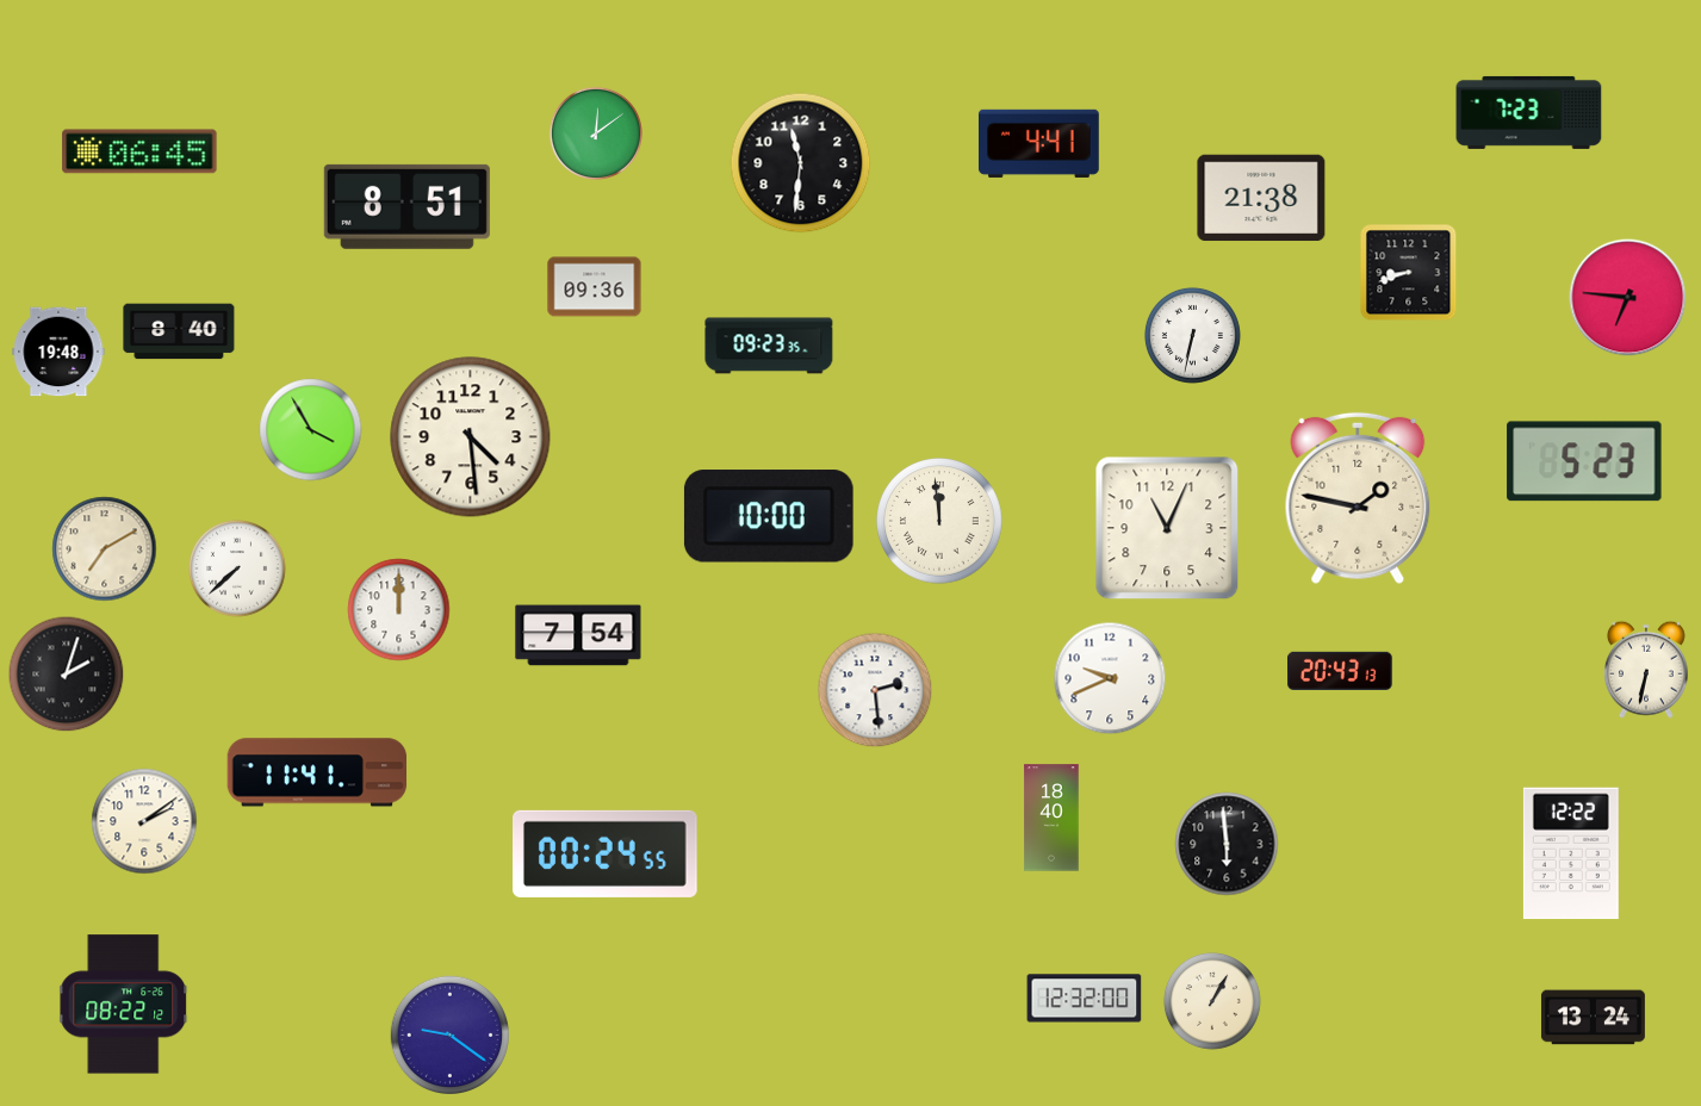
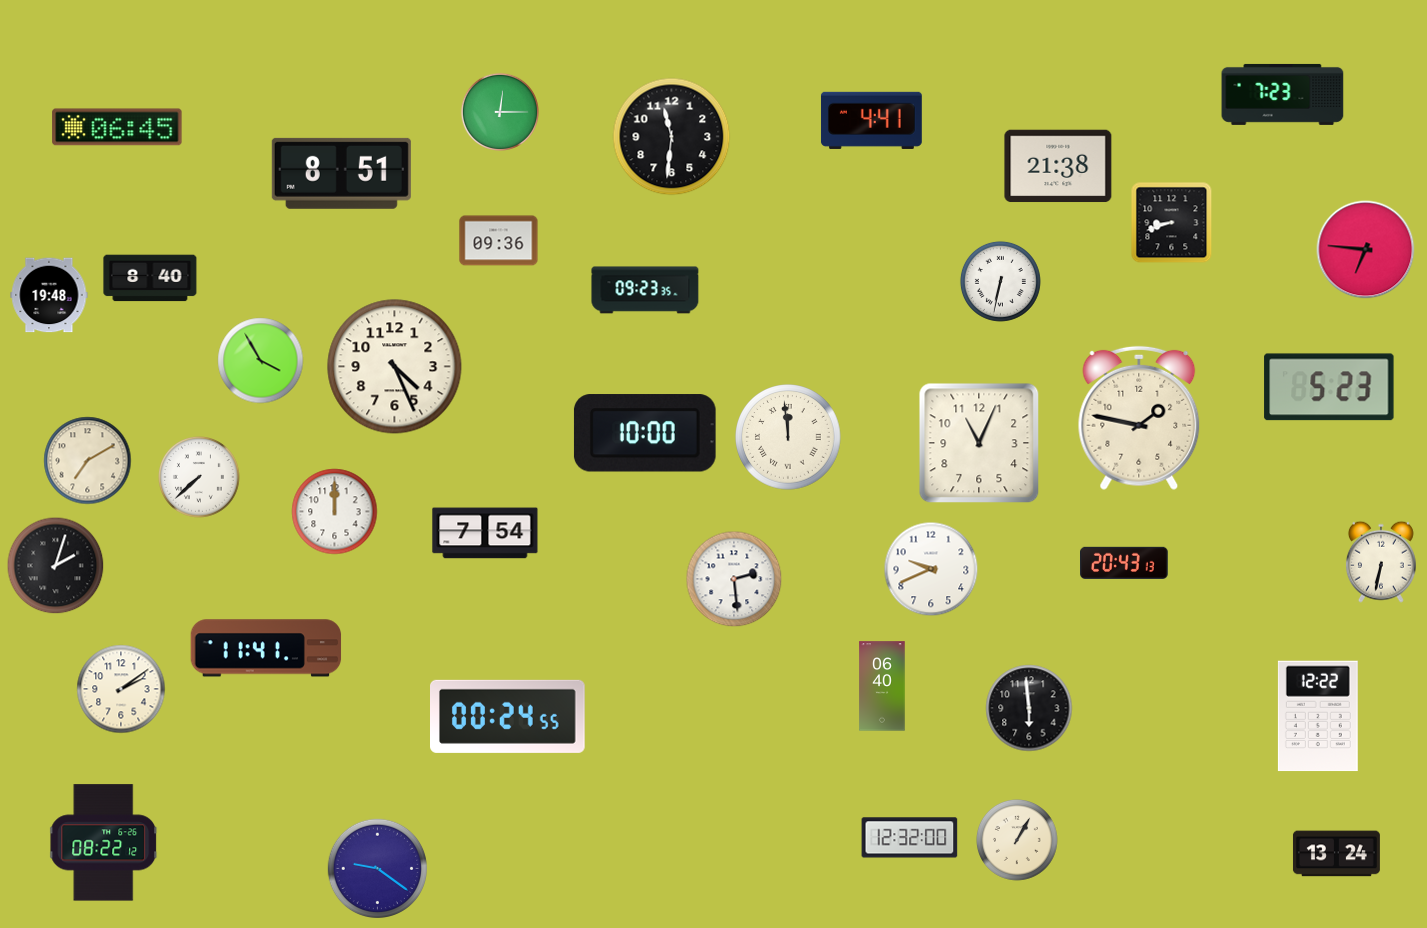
clock at (595, 132): 12:09 -> 12:15
clock at (1409, 273) position: (1409, 273) -> (1172, 223)
clock at (471, 437): 4:29 -> 4:26
clock at (1051, 818): 18:40 -> 06:40
